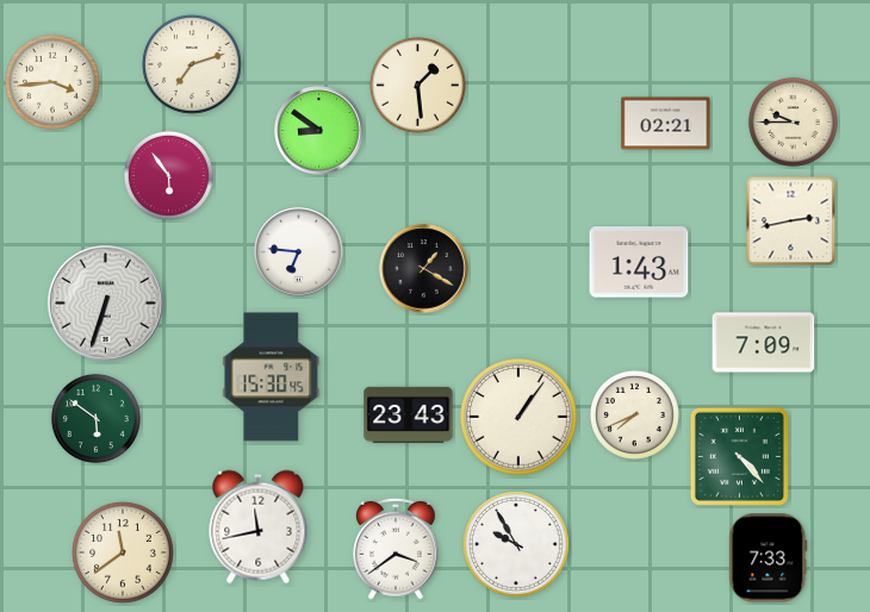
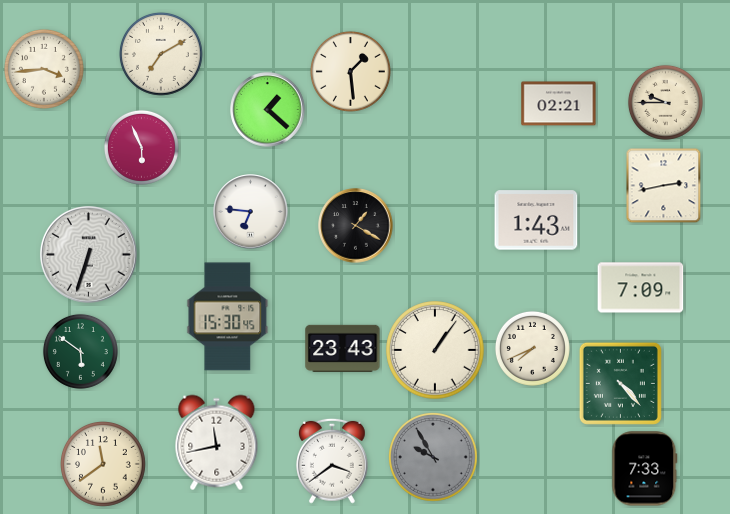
clock at (192, 64): 7:12 -> 7:10
clock at (319, 131): 8:51 -> 1:22
clock at (168, 175): 5:54 -> 5:56
clock at (517, 545) dial: white -> grey
